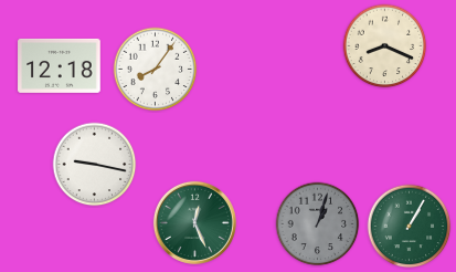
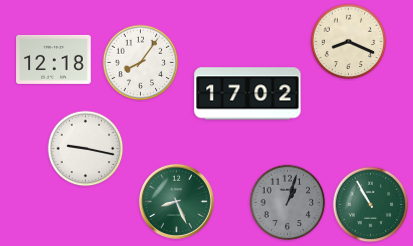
clock at (248, 94): none -> 17:02
clock at (194, 222): 12:26 -> 8:26
clock at (410, 227): 1:05 -> 10:55
